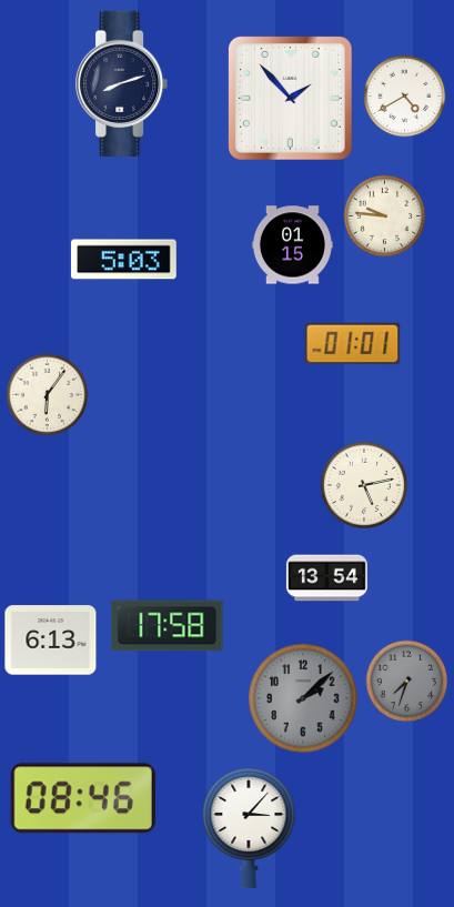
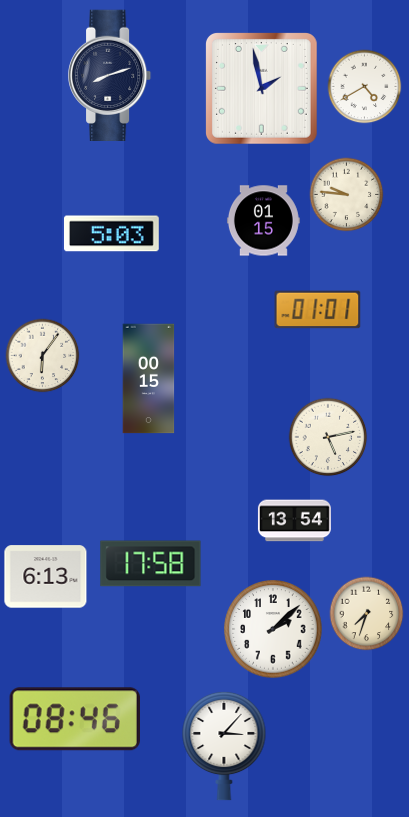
clock at (291, 99): 1:53 -> 1:58
clock at (149, 379): none -> 00:15
clock at (407, 682) dial: grey -> cream
clock at (303, 698) dial: grey -> white
